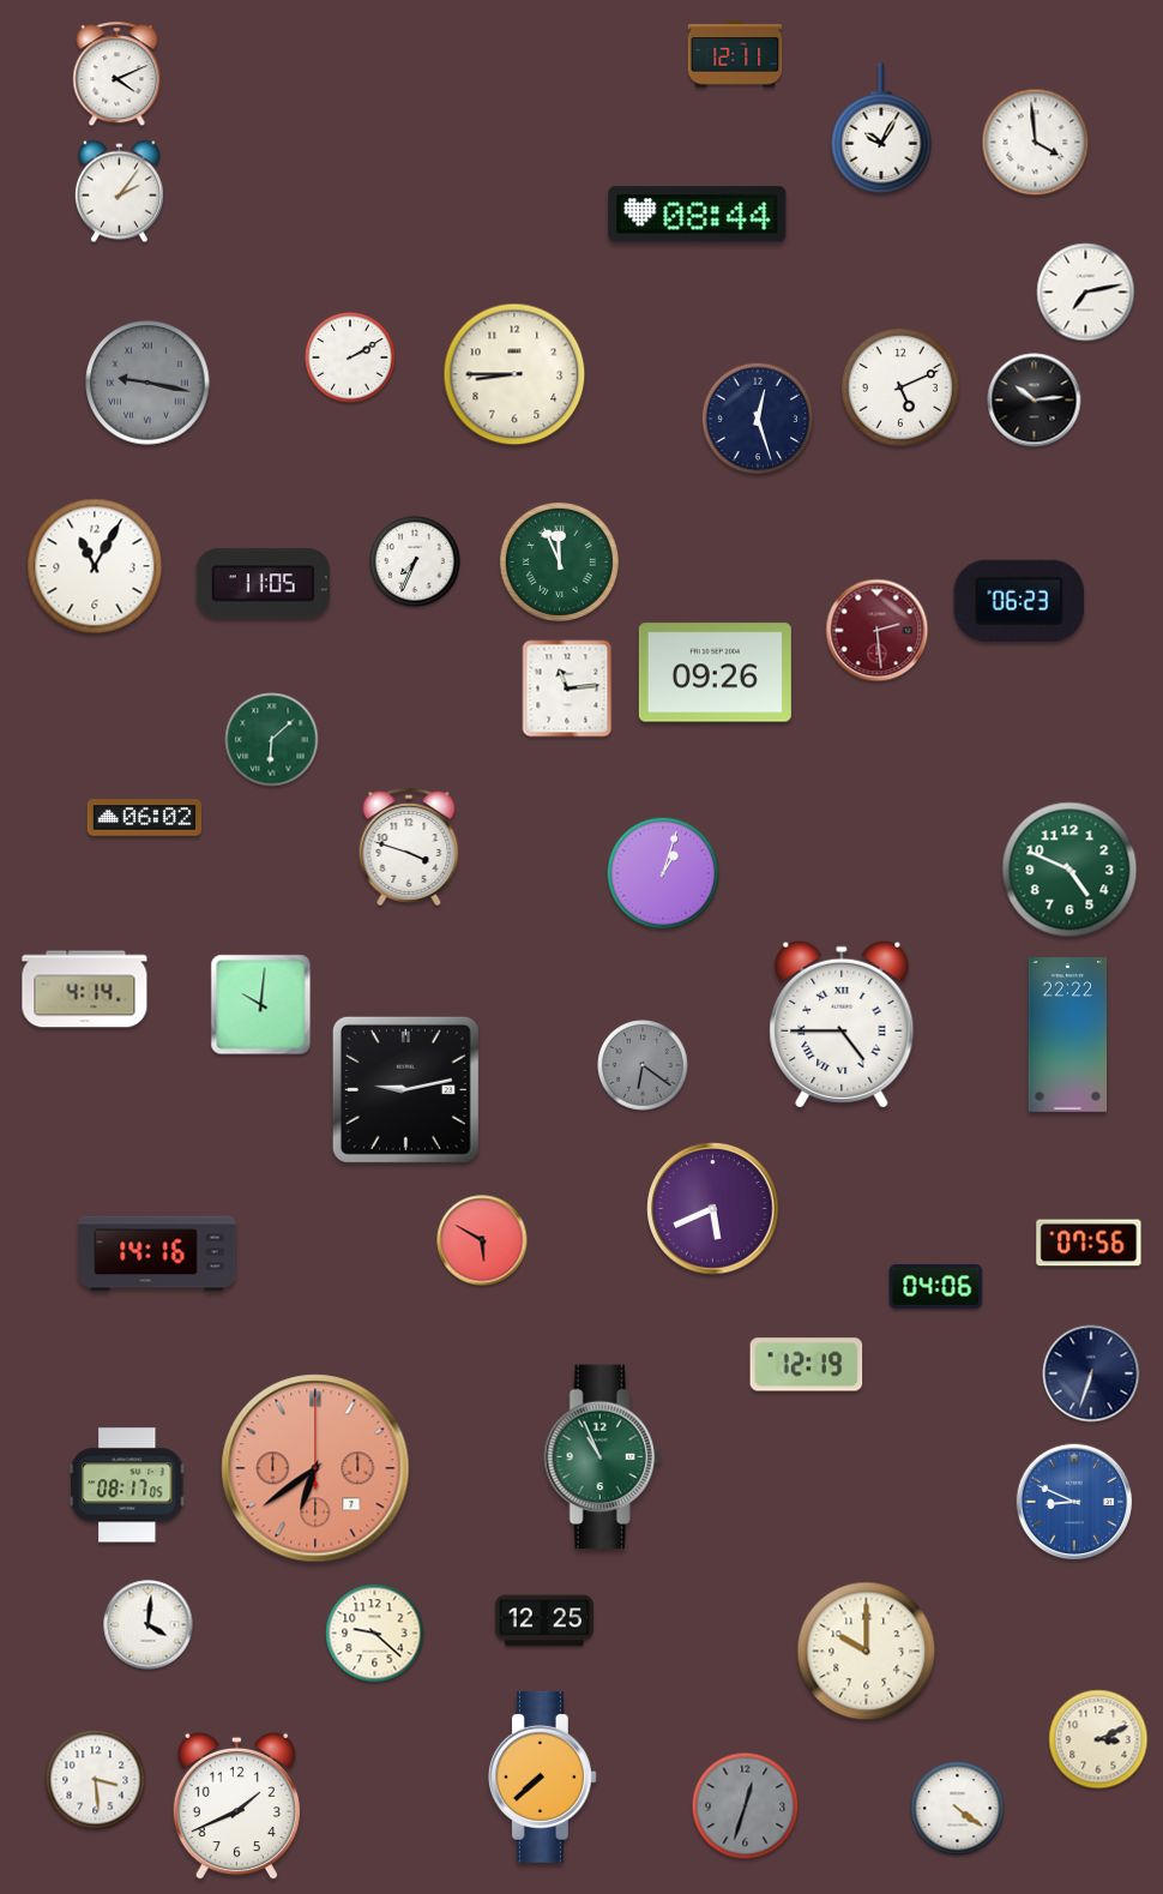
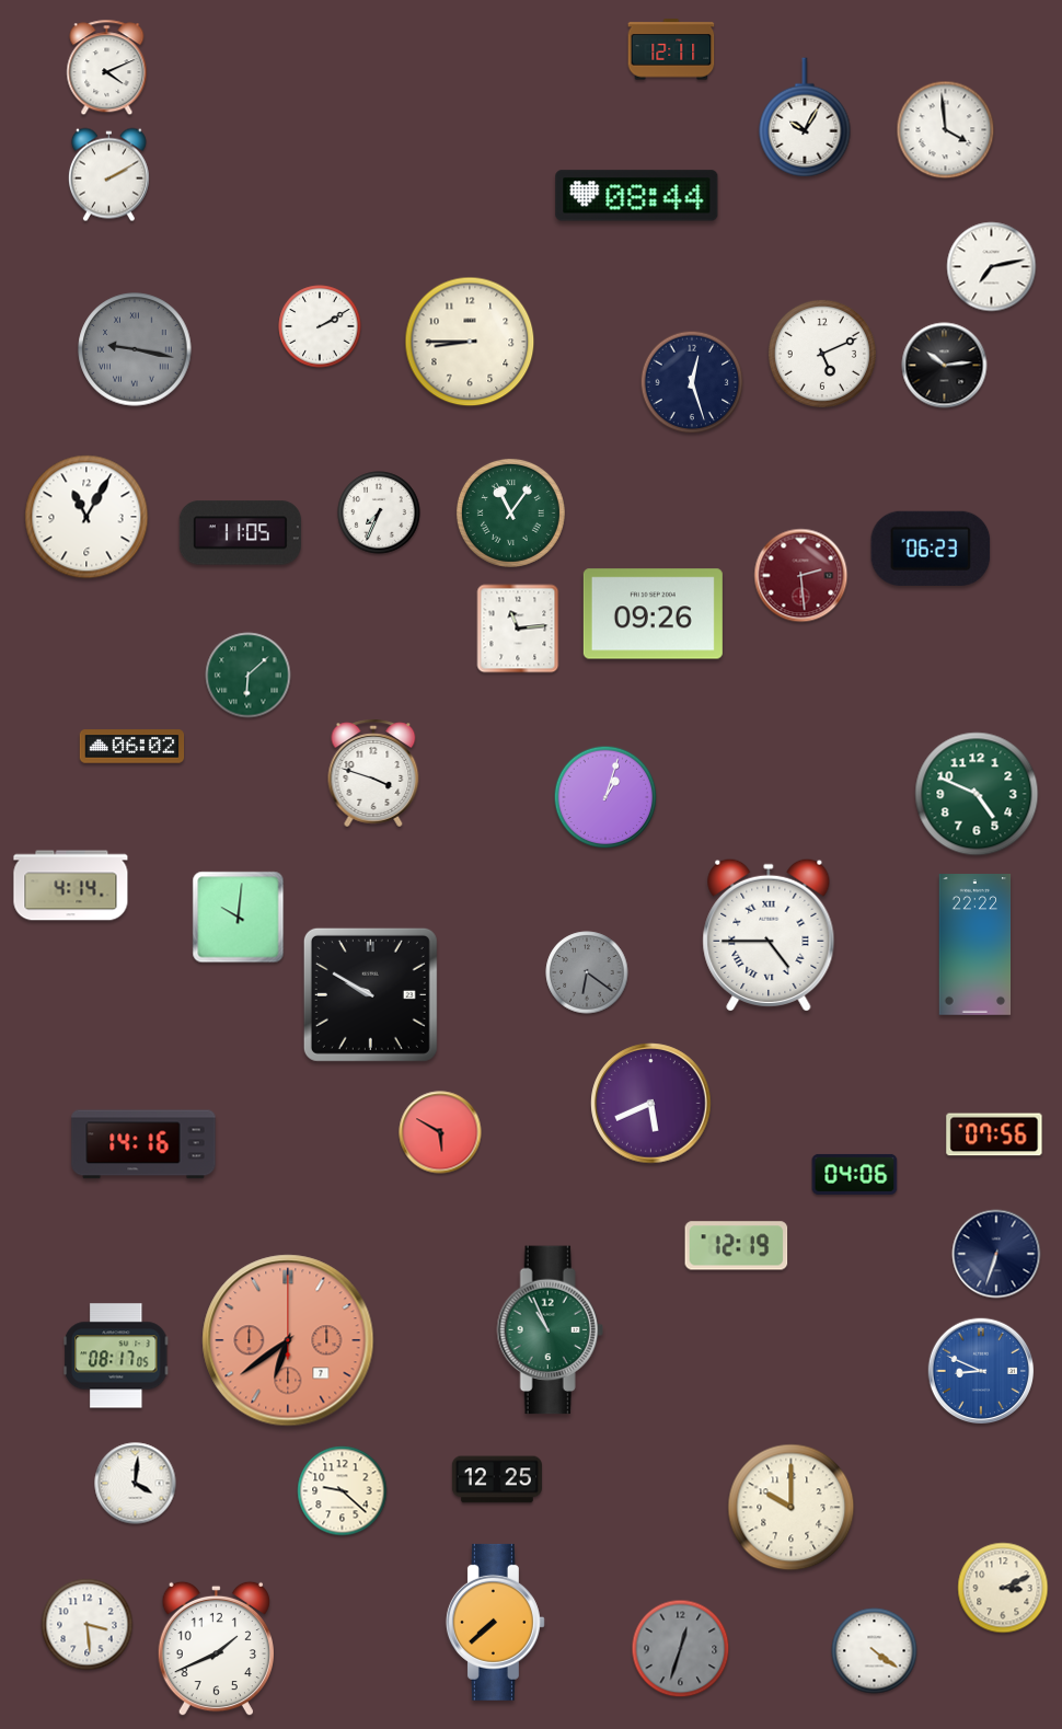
clock at (119, 192): 2:06 -> 2:10
clock at (559, 561): 11:56 -> 11:06
clock at (85, 990) position: (85, 990) -> (71, 886)
clock at (405, 1089): 9:13 -> 9:50
